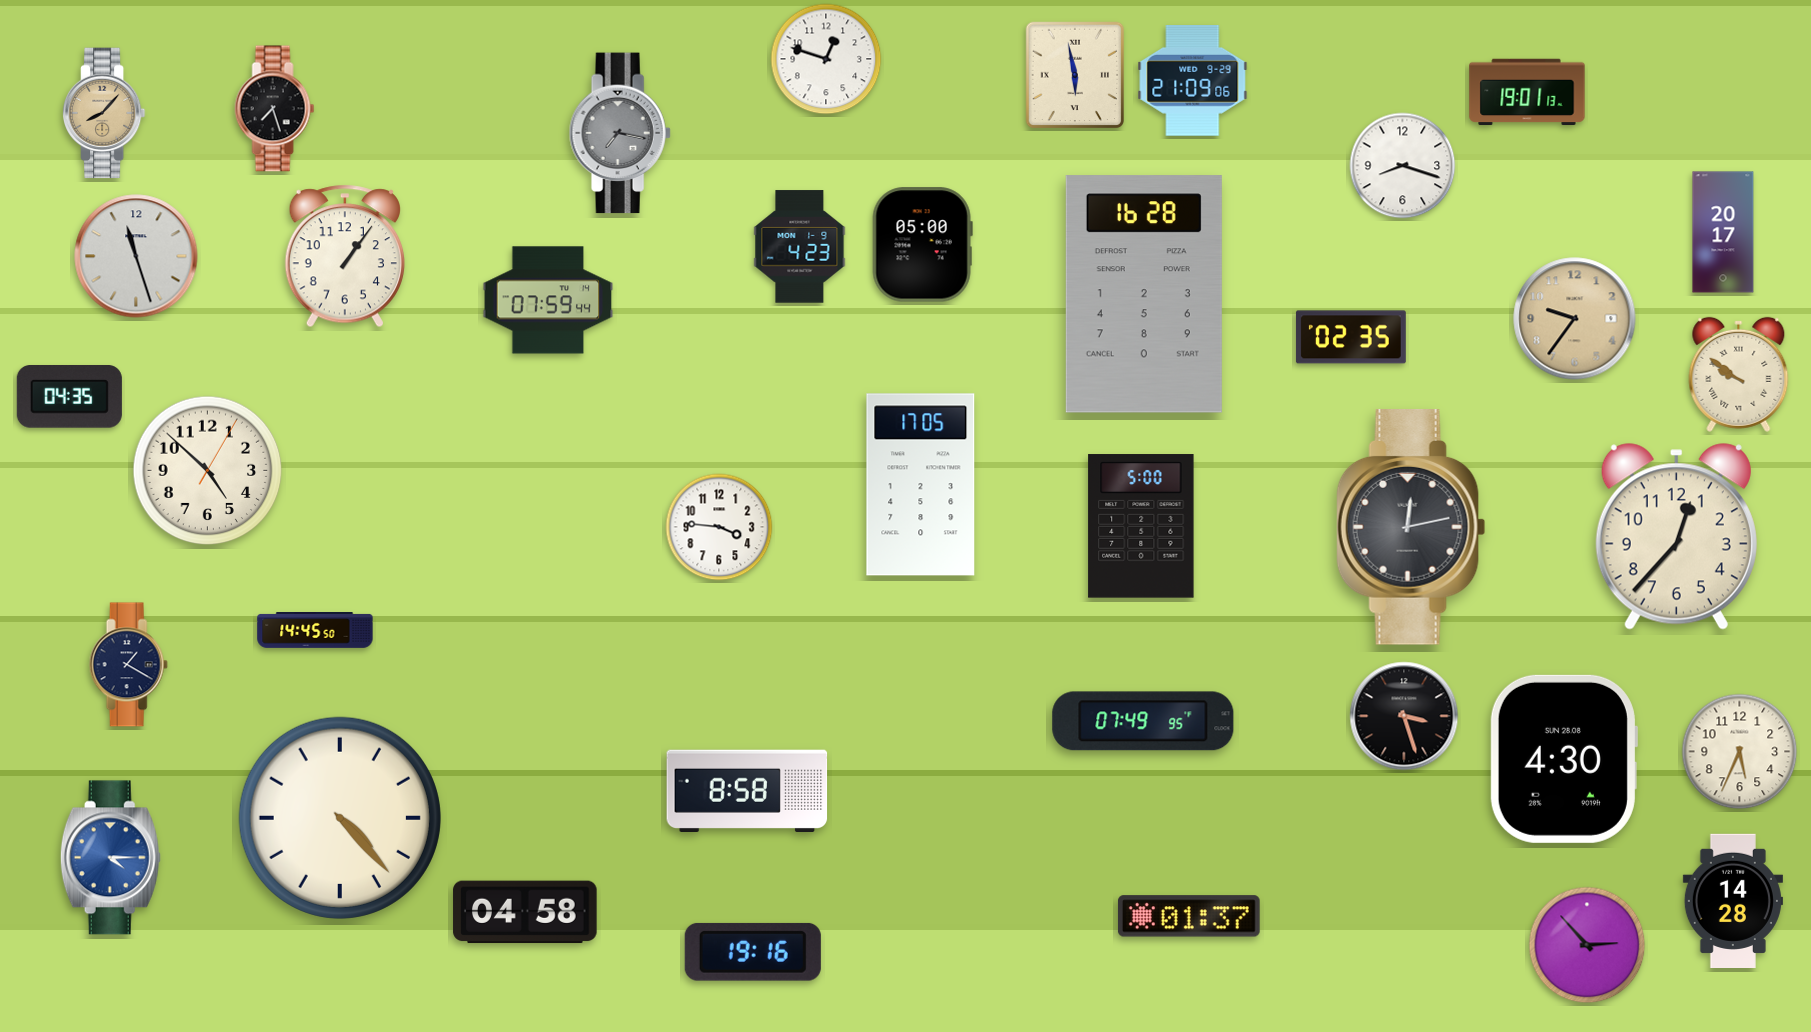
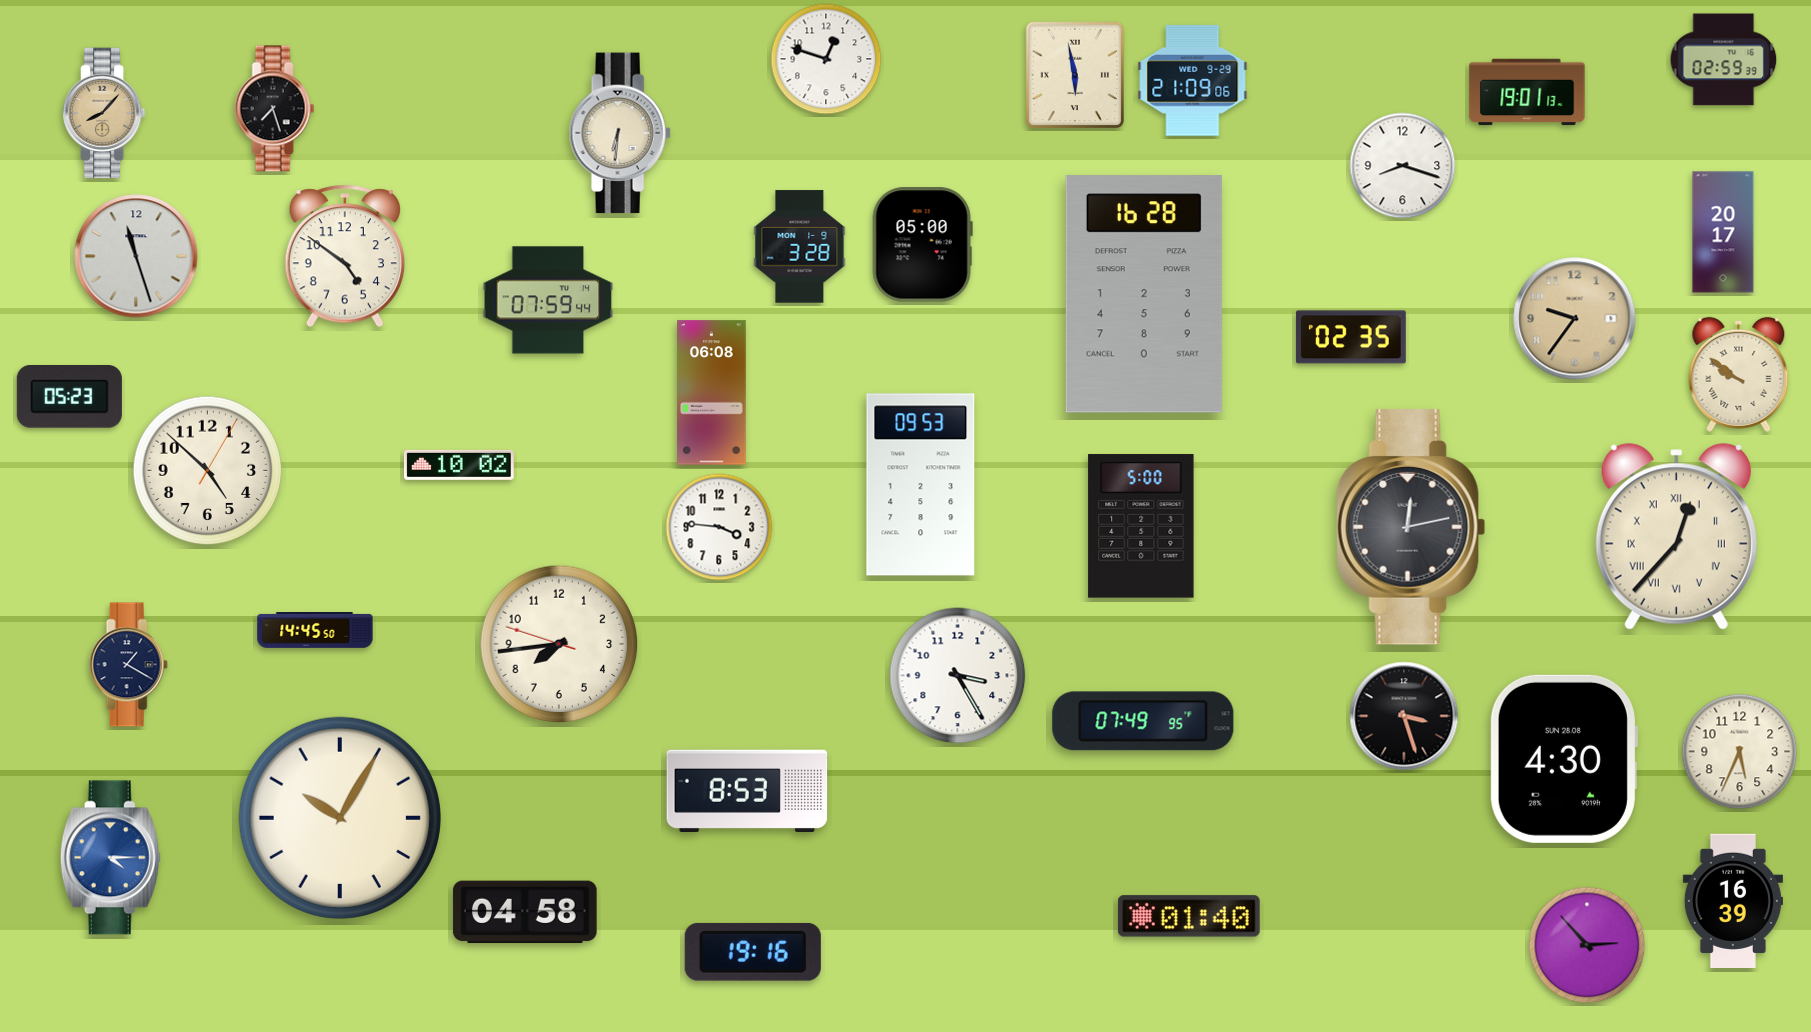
clock at (1724, 60): none -> 02:59
clock at (620, 133): 7:17 -> 6:31
clock at (620, 133) dial: grey -> cream
clock at (800, 247): 4:23 -> 3:28
clock at (345, 256): 1:06 -> 4:51
clock at (712, 393): none -> 06:08
clock at (69, 397): 04:35 -> 05:23
clock at (459, 465): none -> 10:02
clock at (921, 485): 17:05 -> 09:53
clock at (1676, 537) numerals: Arabic -> Roman
clock at (559, 644): none -> 7:43
clock at (958, 676): none -> 3:25
clock at (747, 790): 8:58 -> 8:53
clock at (340, 818): 4:23 -> 10:05
clock at (1733, 900): 14:28 -> 16:39
clock at (1189, 916): 01:37 -> 01:40
